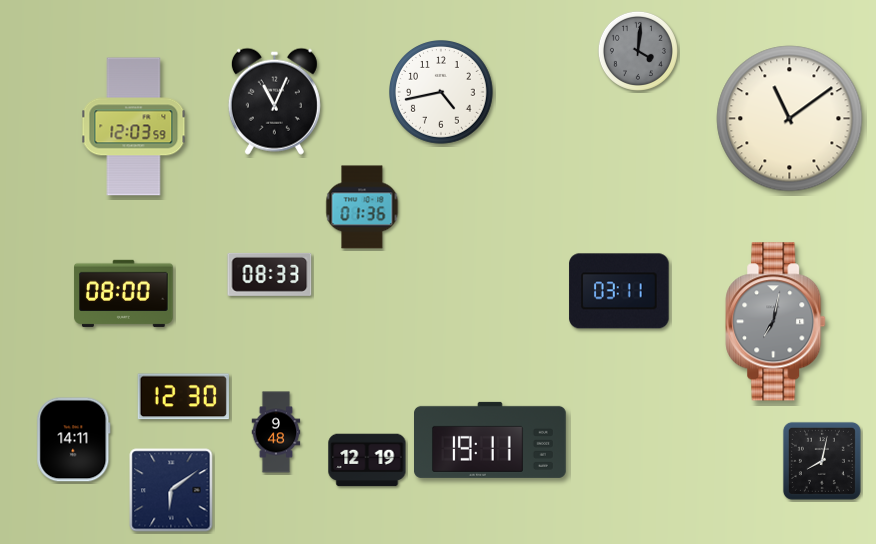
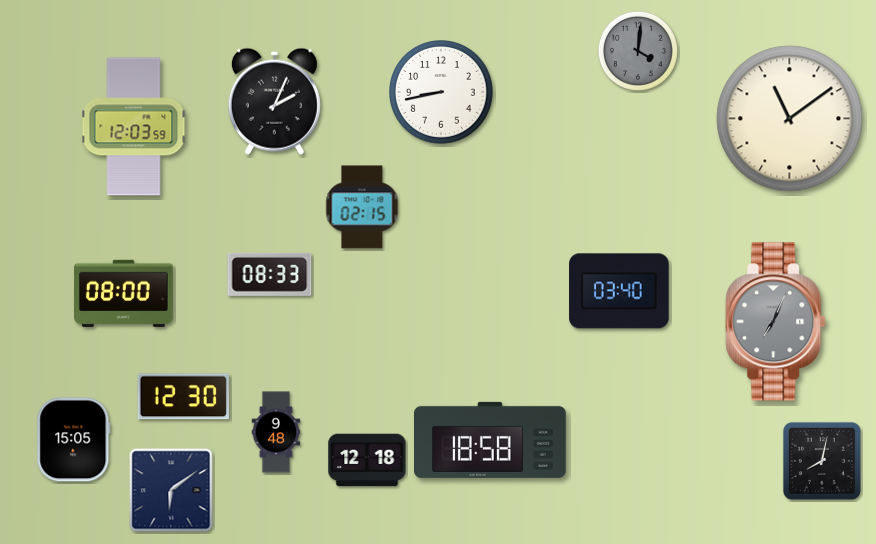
clock at (442, 93): 4:43 -> 8:43
clock at (274, 101): 11:04 -> 2:04
clock at (362, 207): 01:36 -> 02:15
clock at (619, 291): 03:11 -> 03:40
clock at (776, 322): 7:02 -> 7:04
clock at (74, 440): 14:11 -> 15:05
clock at (491, 440): 19:11 -> 18:58
clock at (367, 460): 12:19 -> 12:18
